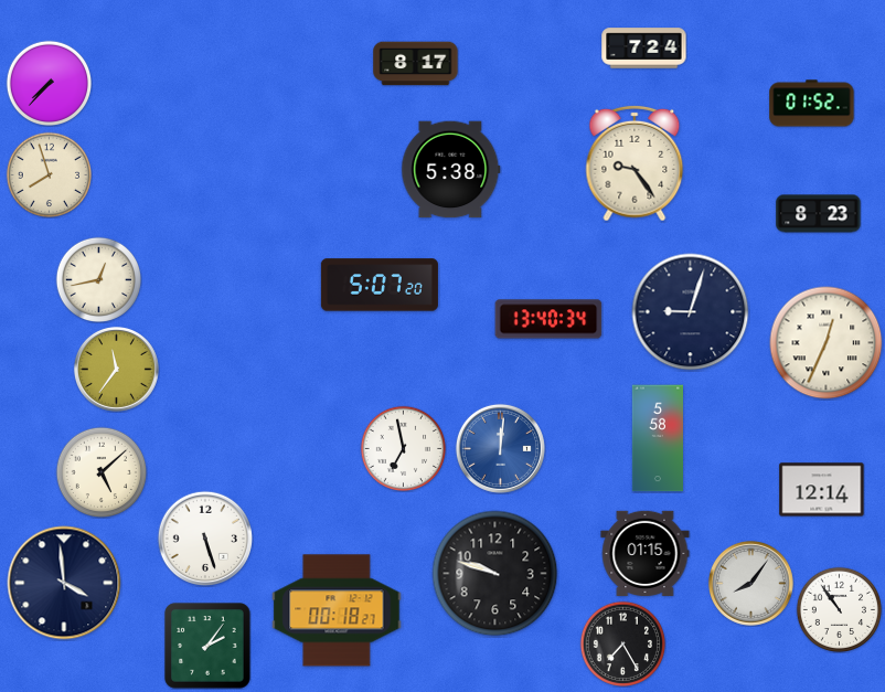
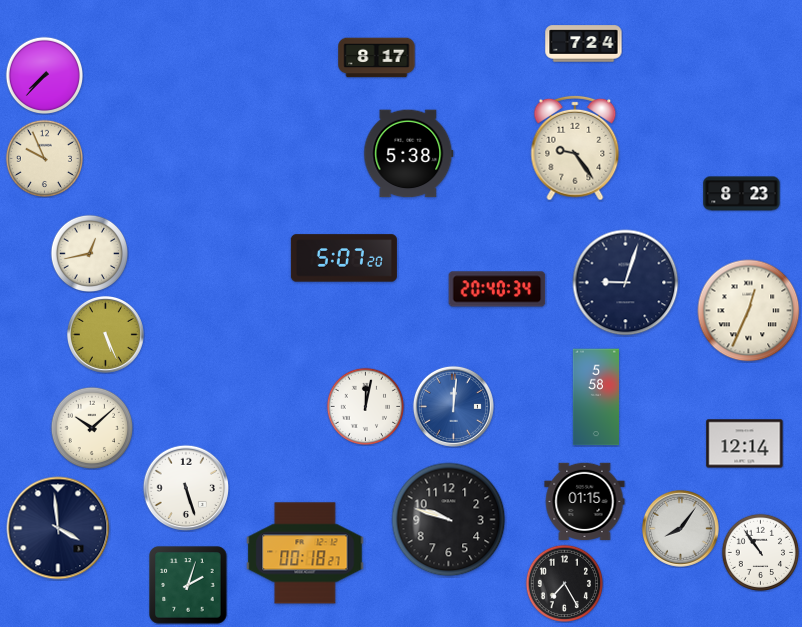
clock at (812, 104): 01:52 -> none
clock at (49, 174): 7:57 -> 9:56
clock at (548, 319): 13:40 -> 20:40
clock at (116, 369): 11:36 -> 5:26
clock at (403, 448): 6:58 -> 12:02
clock at (102, 472): 5:08 -> 10:08
clock at (207, 646): 2:06 -> 2:03
